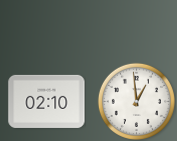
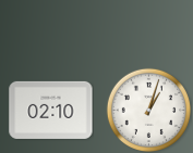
clock at (136, 101): 12:59 -> 1:03
